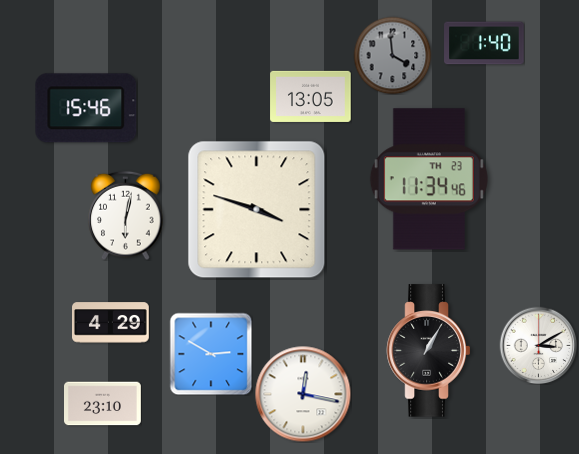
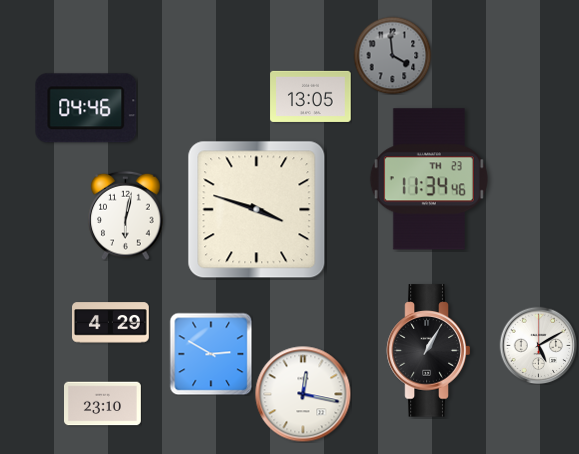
clock at (484, 43): 1:40 -> none
clock at (86, 108): 15:46 -> 04:46
clock at (538, 345): 3:10 -> 5:10
